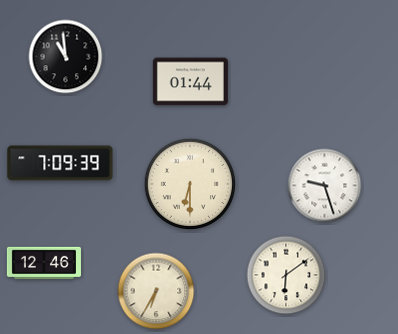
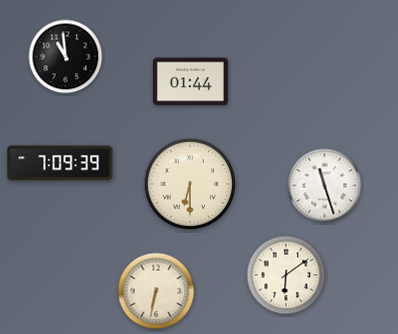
clock at (325, 186): 9:27 -> 11:27
clock at (44, 263): 12:46 -> none
clock at (156, 291): 6:35 -> 6:32
